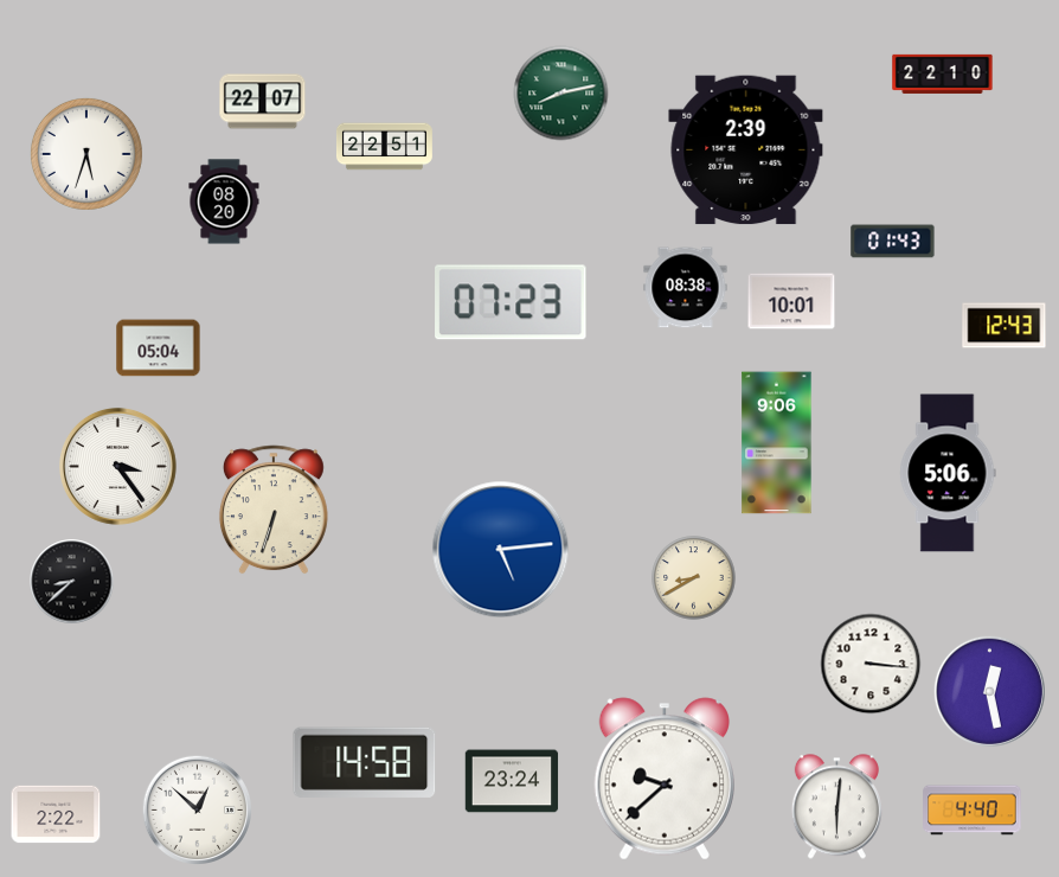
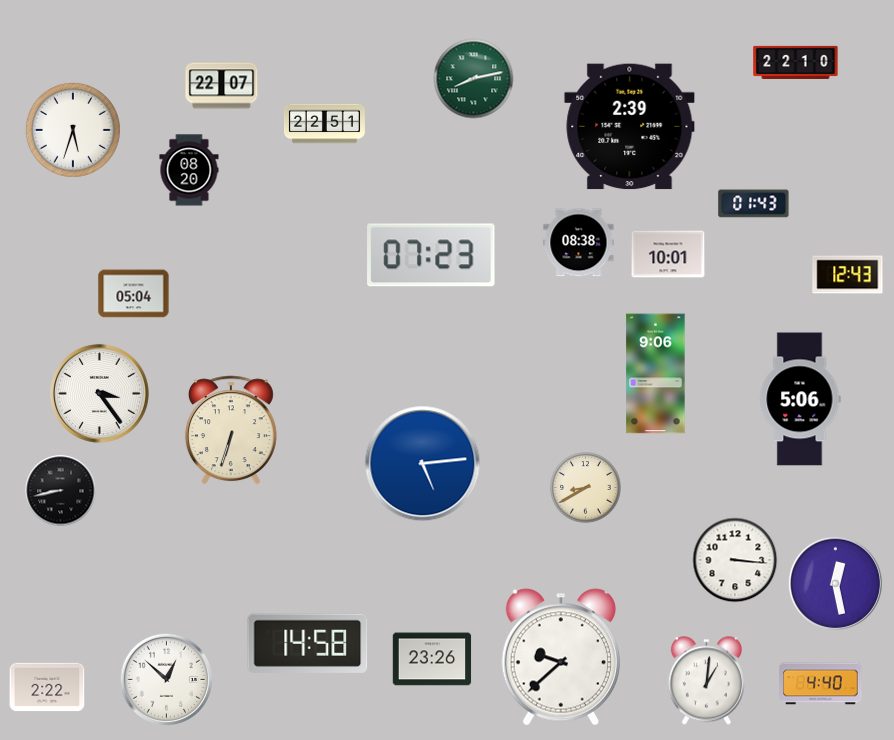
clock at (72, 582): 8:38 -> 8:43
clock at (512, 781): 23:24 -> 23:26
clock at (836, 807): 6:01 -> 1:01
clock at (197, 809) position: (197, 809) -> (166, 679)
